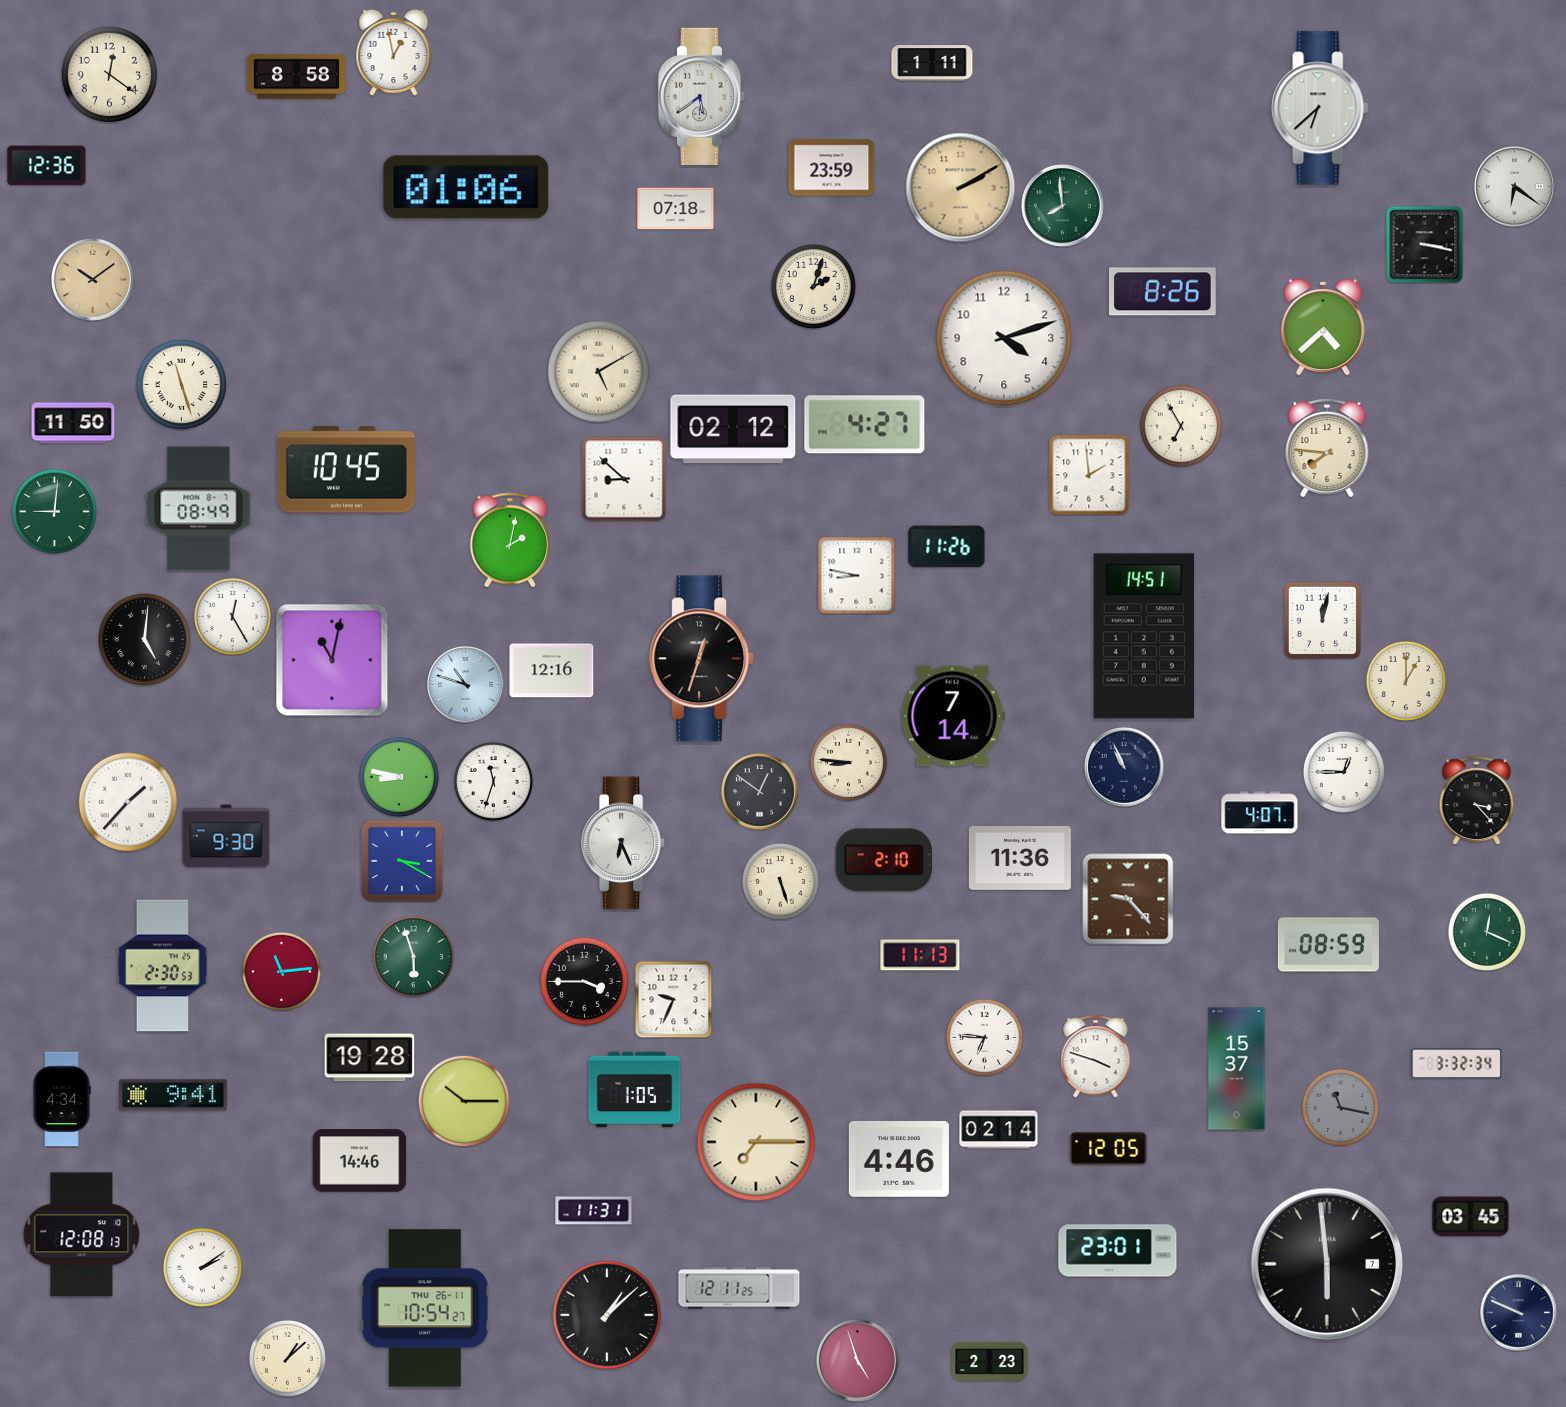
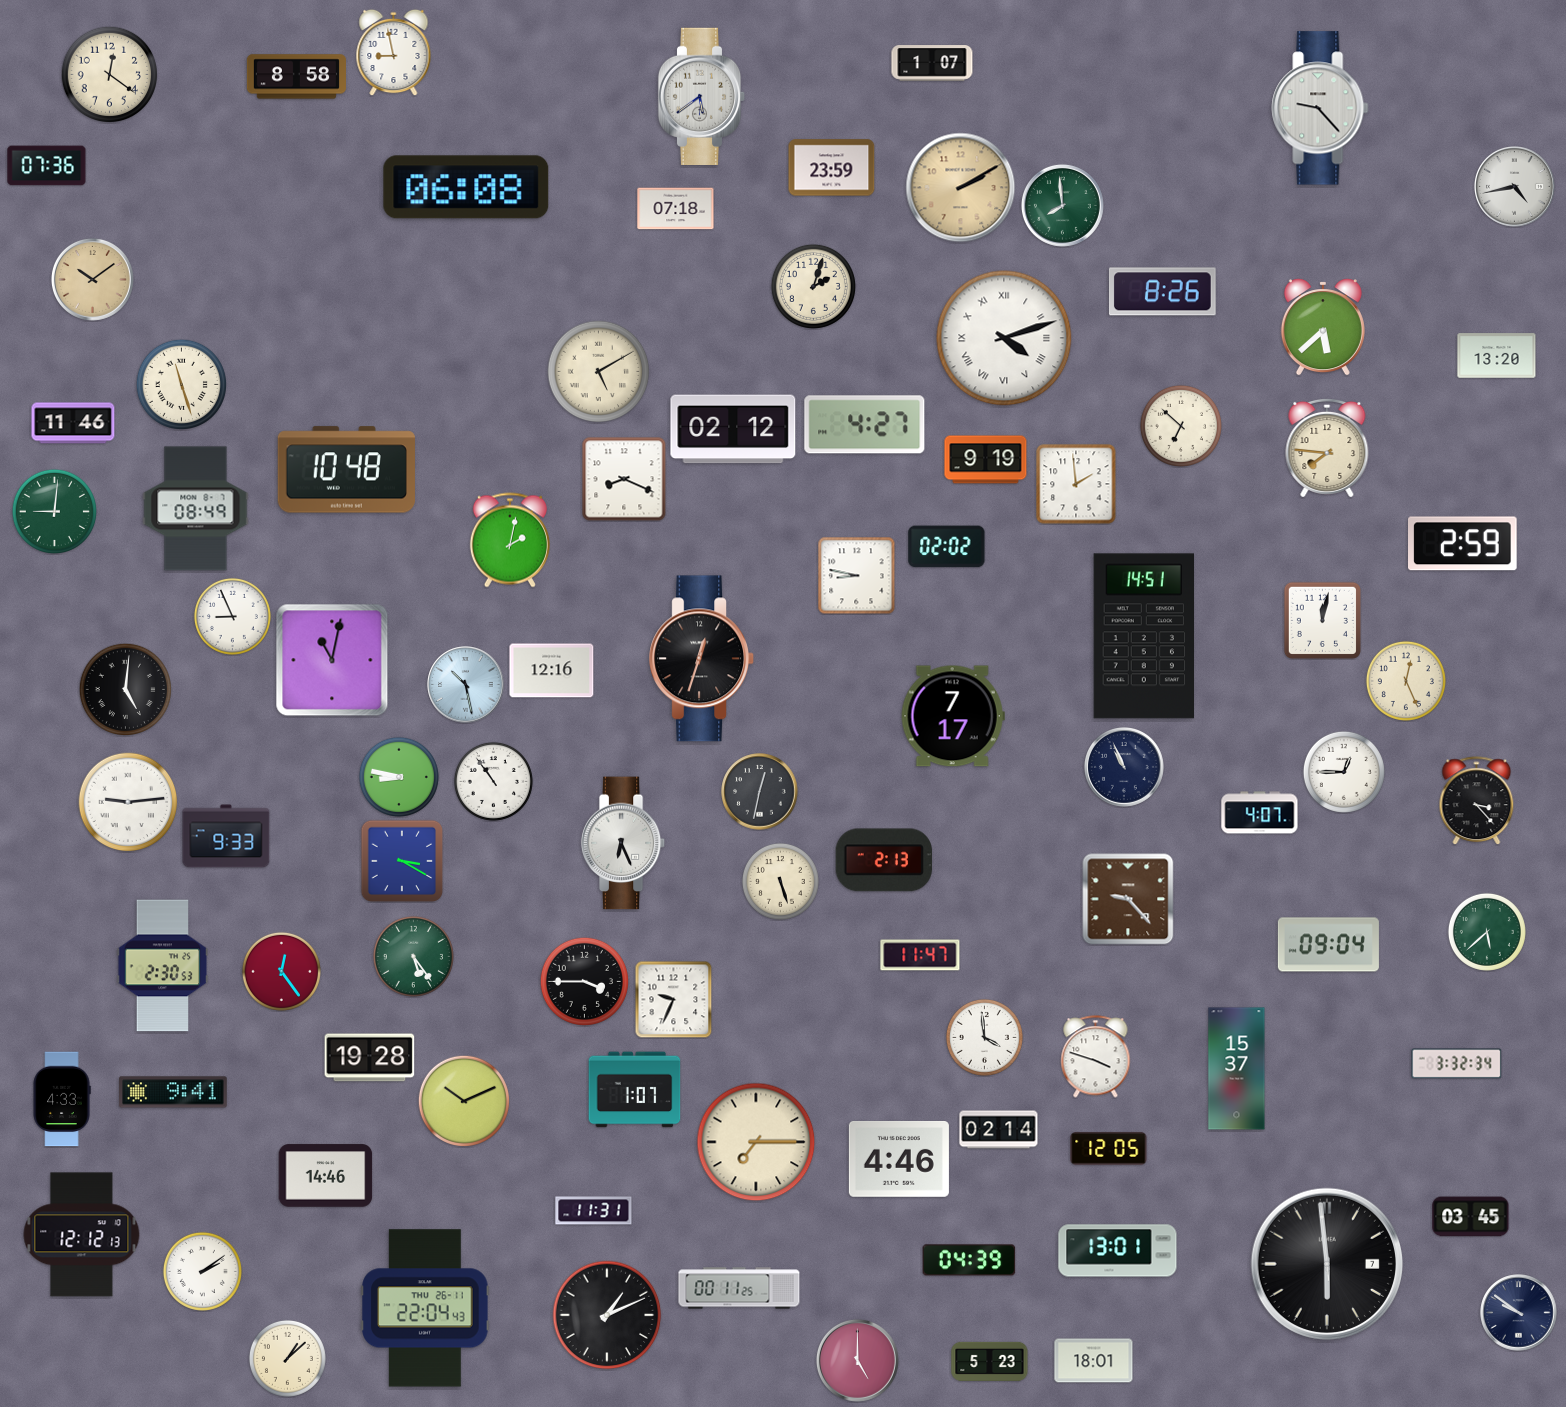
clock at (394, 52): 12:58 -> 8:58
clock at (932, 63): 1:11 -> 1:07
clock at (1320, 108): 6:38 -> 9:23
clock at (47, 166): 12:36 -> 07:36
clock at (466, 187): 01:06 -> 06:08
clock at (1515, 187): 6:21 -> 4:43
clock at (1424, 244): 3:17 -> none
clock at (1323, 327): 4:38 -> 5:38
clock at (1004, 338) numerals: Arabic -> Roman
clock at (1497, 356): none -> 13:20
clock at (73, 423): 11:50 -> 11:46
clock at (1181, 426): 6:55 -> 6:52
clock at (986, 460): none -> 9:19
clock at (346, 470): 10:45 -> 10:48
clock at (1089, 475) position: (1089, 475) -> (1076, 484)
clock at (624, 479): 8:52 -> 8:19
clock at (199, 509) position: (199, 509) -> (196, 509)
clock at (1463, 544): none -> 2:59
clock at (947, 547): 11:26 -> 02:02
clock at (232, 616): 12:25 -> 8:56
clock at (144, 639) position: (144, 639) -> (125, 689)
clock at (1406, 681): 1:00 -> 12:26
clock at (466, 685): 10:48 -> 10:28
clock at (953, 716): 7:14 -> 7:17
clock at (848, 762): 8:46 -> none
clock at (493, 781): 11:33 -> 10:54
clock at (760, 792): 12:51 -> 12:32
clock at (128, 802): 1:37 -> 9:14
clock at (226, 836): 9:30 -> 9:33
clock at (1020, 858): 11:36 -> none
clock at (884, 860): 2:10 -> 2:13
clock at (1487, 932): 12:19 -> 5:38
clock at (1328, 945): 08:59 -> 09:04
clock at (920, 955): 11:13 -> 11:47
clock at (413, 956): 5:57 -> 5:24
clock at (281, 971): 11:14 -> 12:24
clock at (984, 1037): 6:46 -> 3:59
clock at (635, 1090): 1:05 -> 1:07
clock at (173, 1095) position: (173, 1095) -> (173, 1092)
clock at (62, 1099): 4:34 -> 4:33
clock at (463, 1100): 10:15 -> 10:11
clock at (1340, 1107): 11:17 -> none
clock at (360, 1161) position: (360, 1161) -> (326, 1176)
clock at (82, 1235): 12:08 -> 12:12
clock at (1118, 1251): 23:01 -> 13:01
clock at (969, 1260): none -> 04:39
clock at (202, 1267) position: (202, 1267) -> (202, 1271)
clock at (739, 1288): 12:11 -> 00:11
clock at (425, 1308): 10:54 -> 22:04
clock at (1519, 1313): 9:49 -> 9:51
clock at (607, 1315): 1:08 -> 1:11
clock at (857, 1360): 4:57 -> 5:00
clock at (990, 1361): 2:23 -> 5:23
clock at (1094, 1361): none -> 18:01
